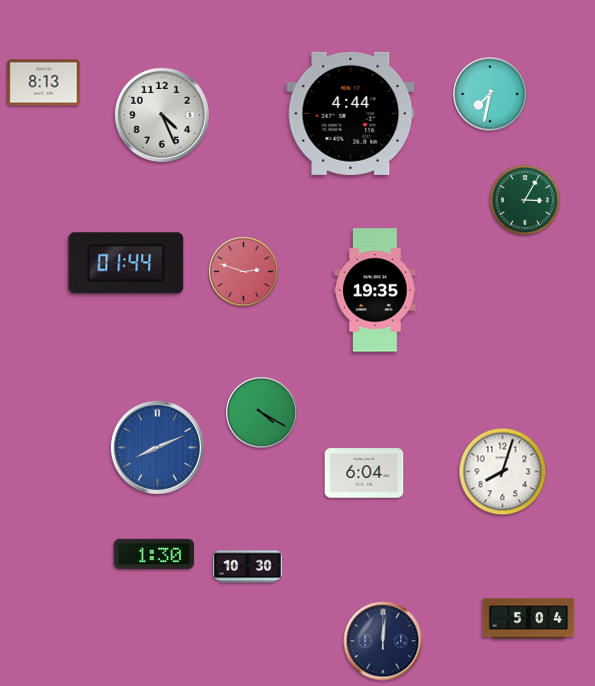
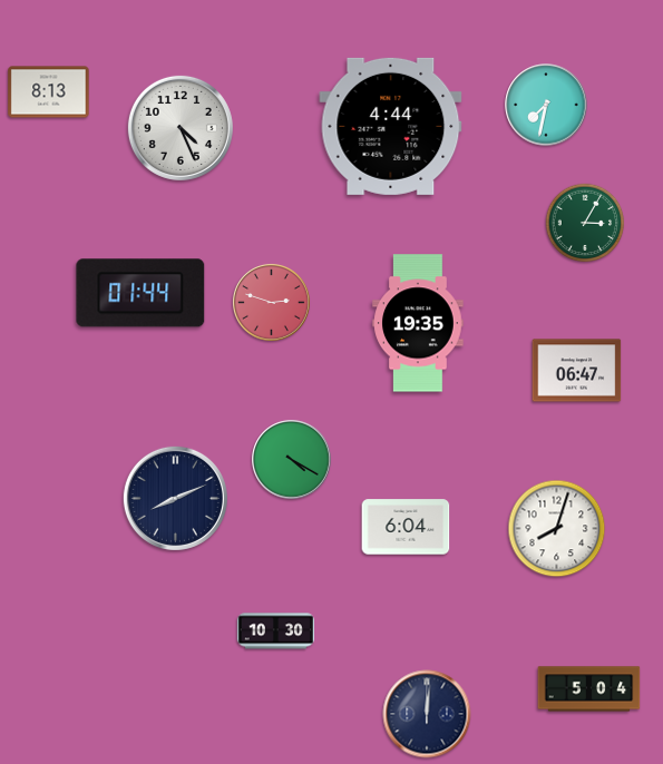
clock at (577, 371): none -> 06:47
clock at (157, 447) dial: blue -> navy
clock at (503, 472) position: (503, 472) -> (557, 529)
clock at (153, 554): 1:30 -> none
